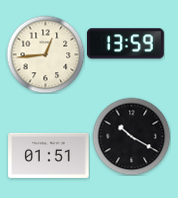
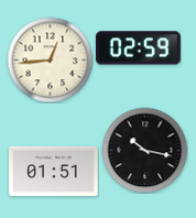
clock at (126, 44): 13:59 -> 02:59
clock at (131, 136): 10:20 -> 10:17
